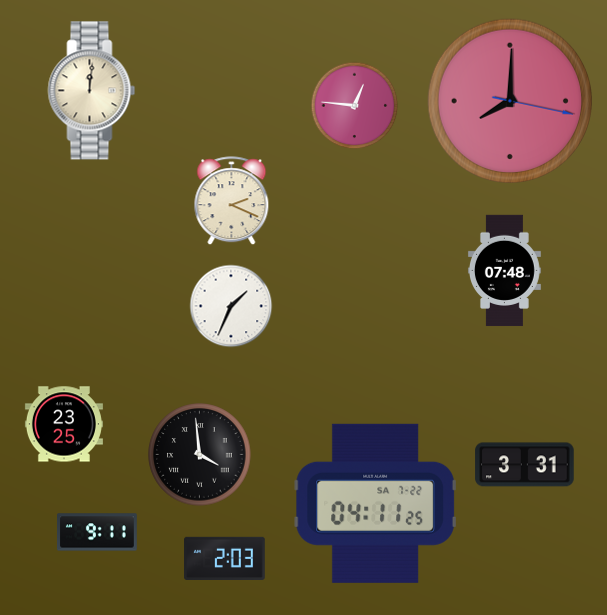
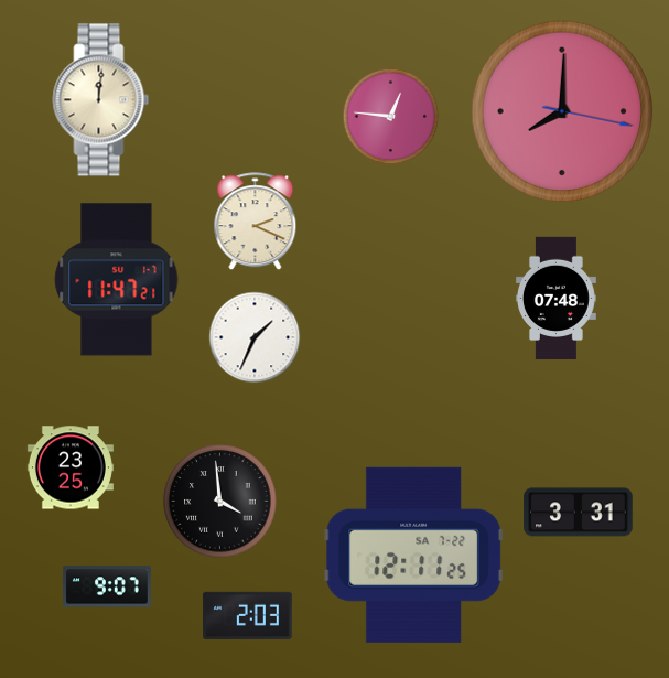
clock at (117, 280): none -> 11:47
clock at (375, 503): 04:11 -> 12:11
clock at (98, 532): 9:11 -> 9:07
